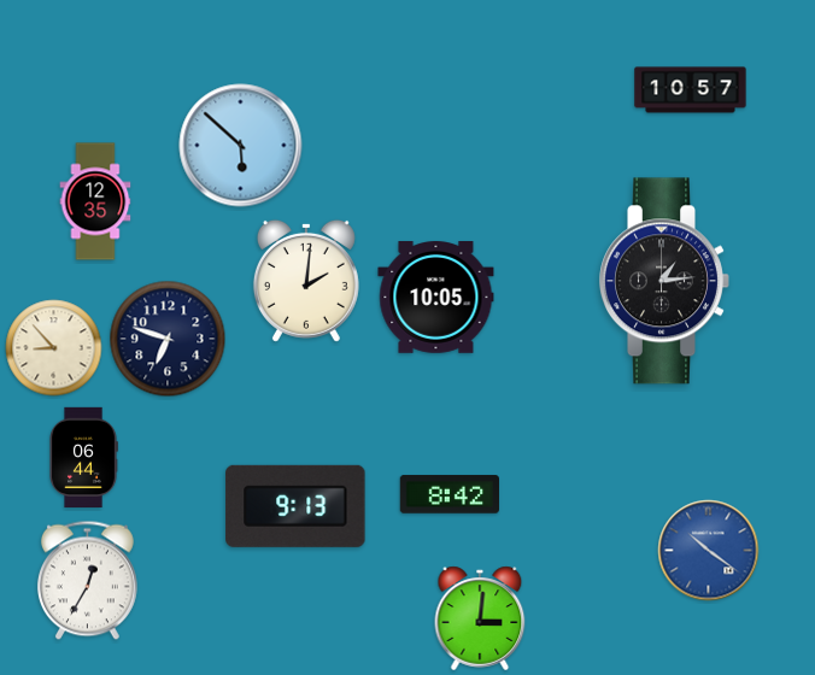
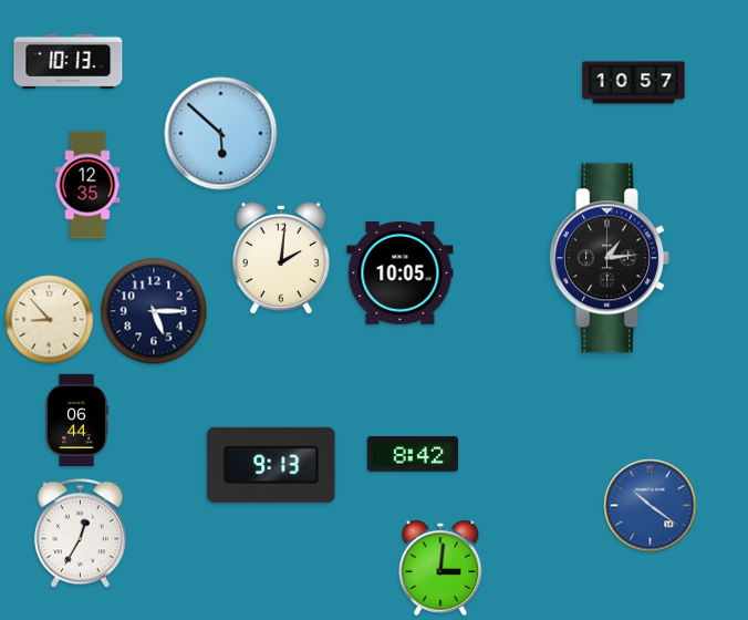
clock at (69, 62): none -> 10:13
clock at (168, 339): 6:48 -> 5:15
